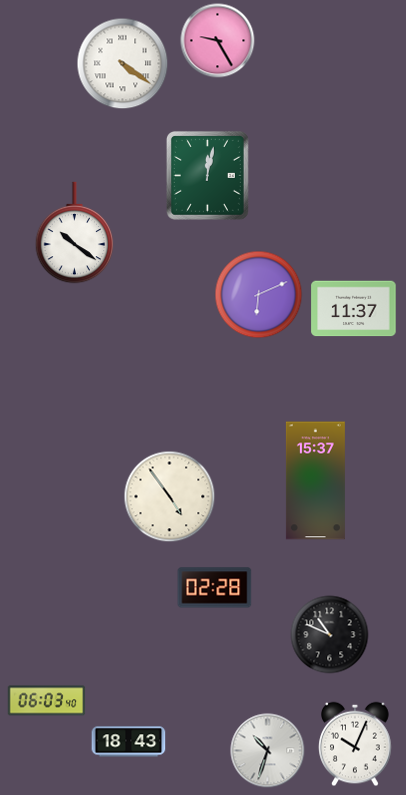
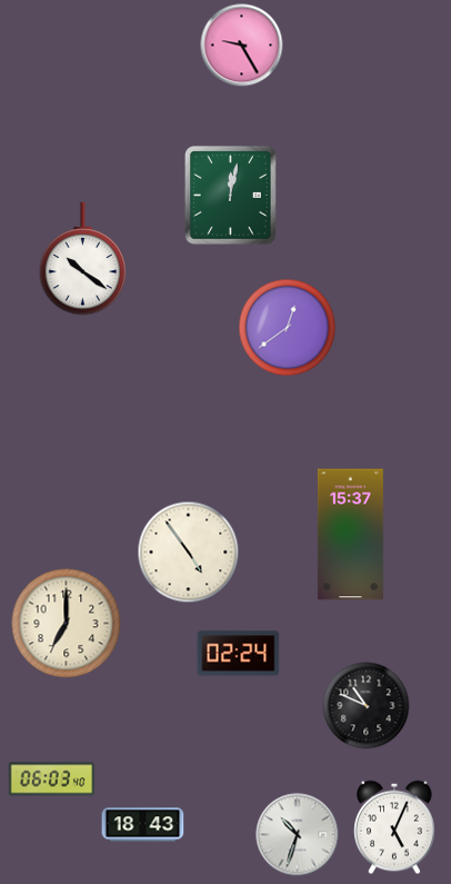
clock at (123, 64): 4:21 -> none
clock at (259, 295): 6:11 -> 12:39
clock at (354, 309): 11:37 -> none
clock at (67, 624): none -> 7:00
clock at (215, 588): 02:28 -> 02:24
clock at (355, 744): 10:04 -> 5:04
